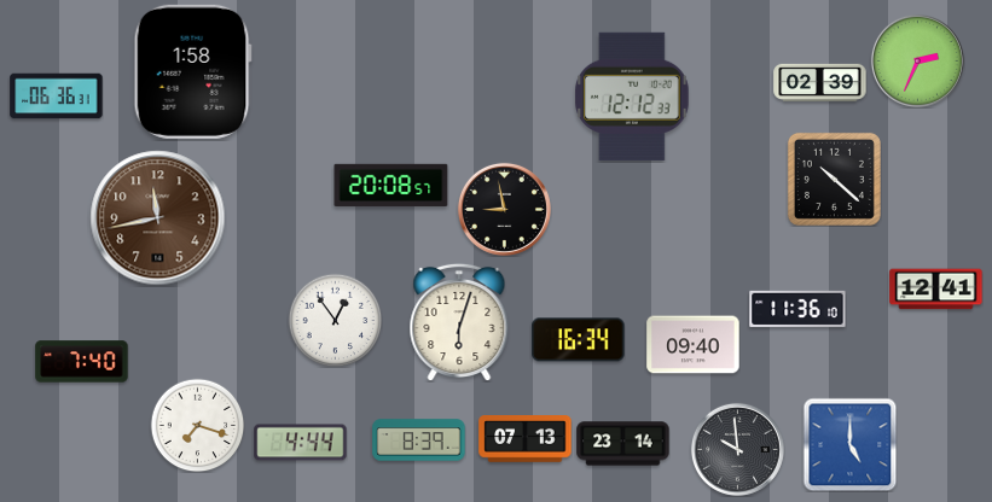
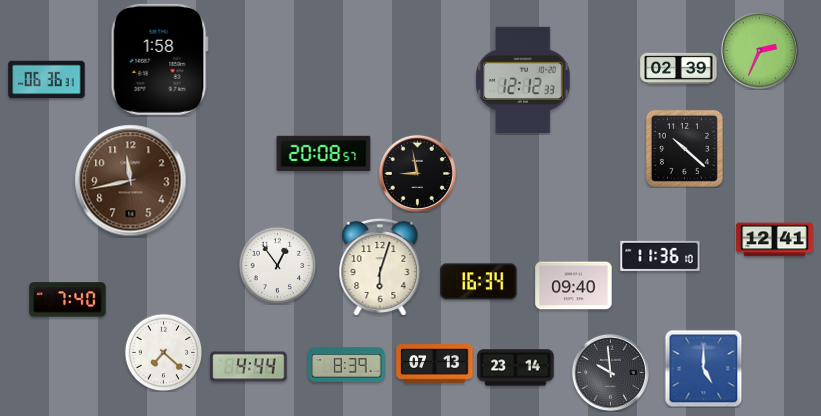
clock at (834, 179) position: (834, 179) -> (684, 148)
clock at (197, 425): 7:18 -> 7:22
